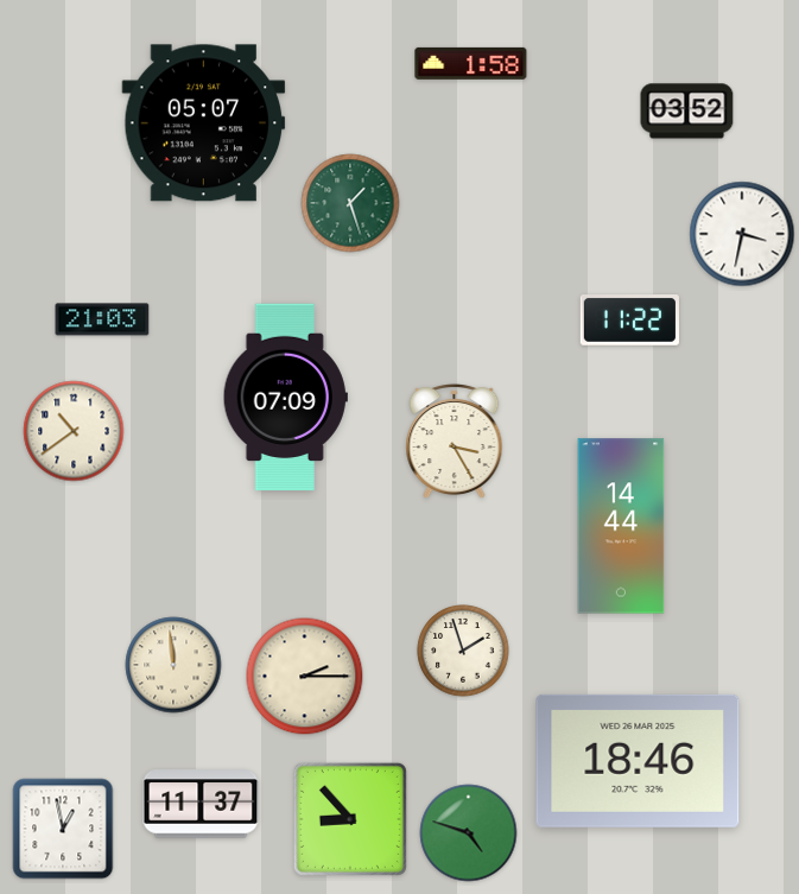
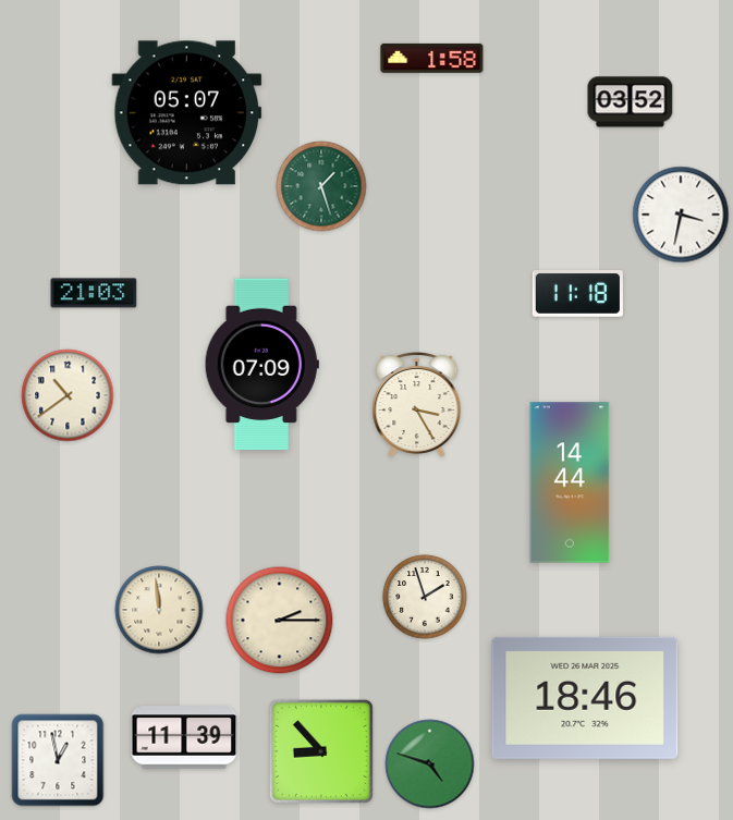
clock at (629, 321): 11:22 -> 11:18
clock at (201, 804): 11:37 -> 11:39
